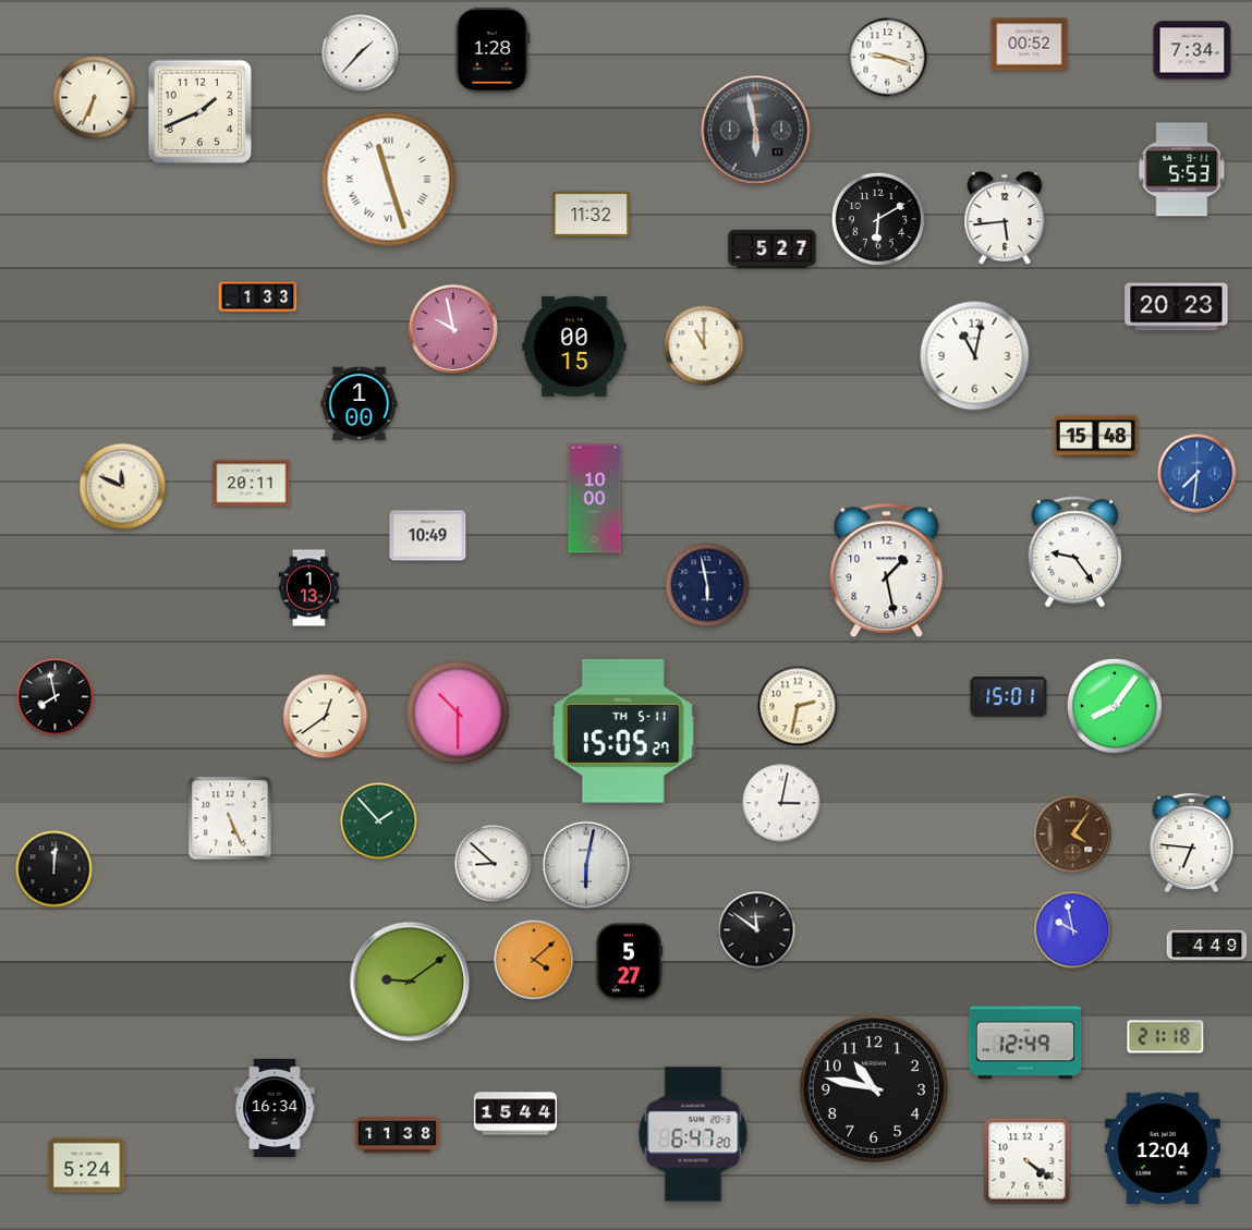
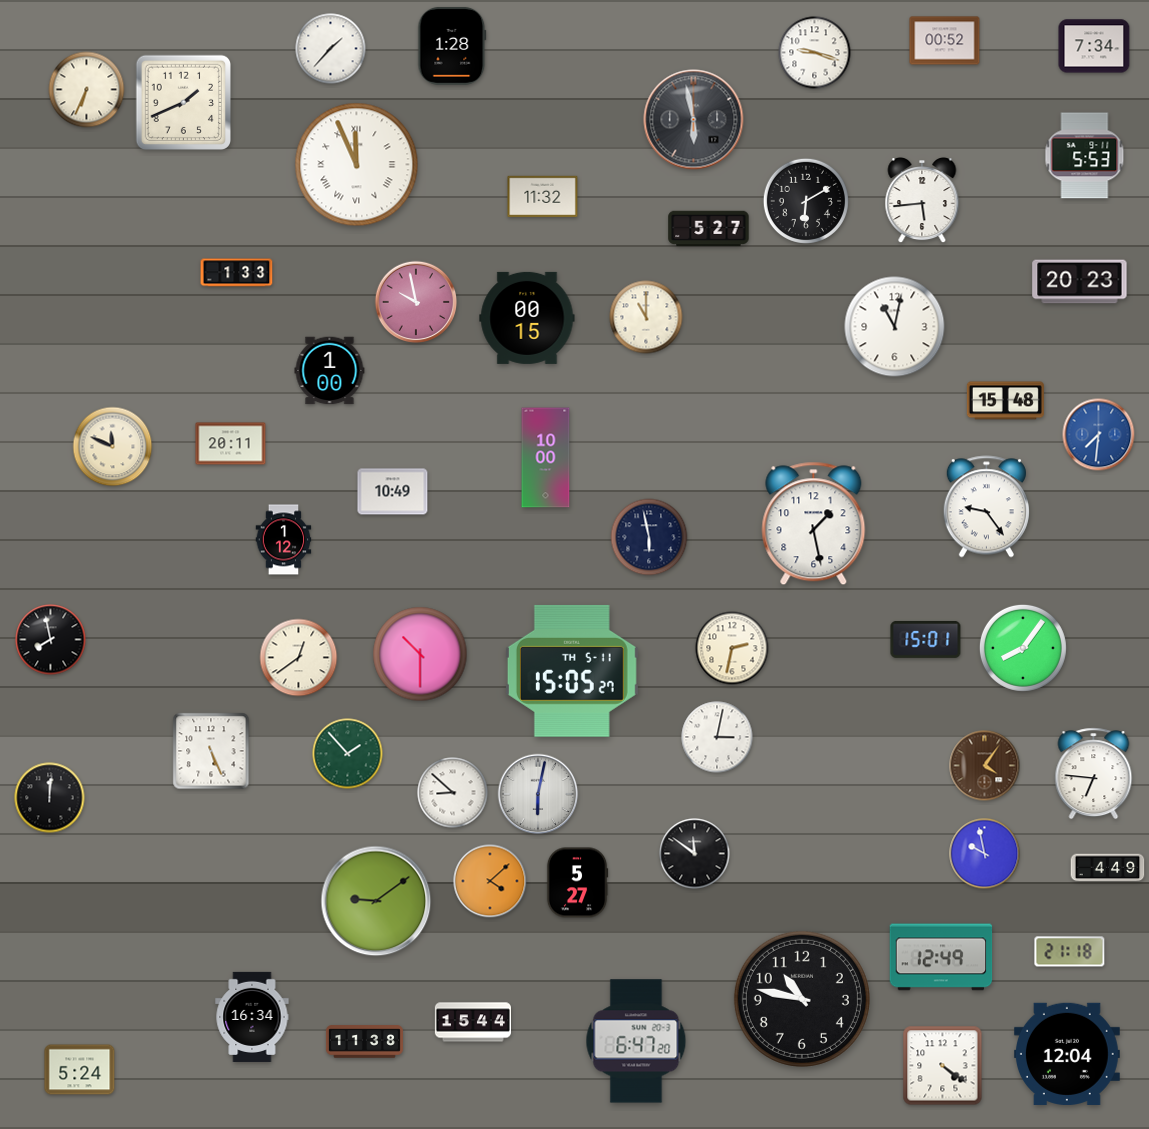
clock at (389, 180): 11:27 -> 11:56
clock at (309, 588): 1:13 -> 1:12
